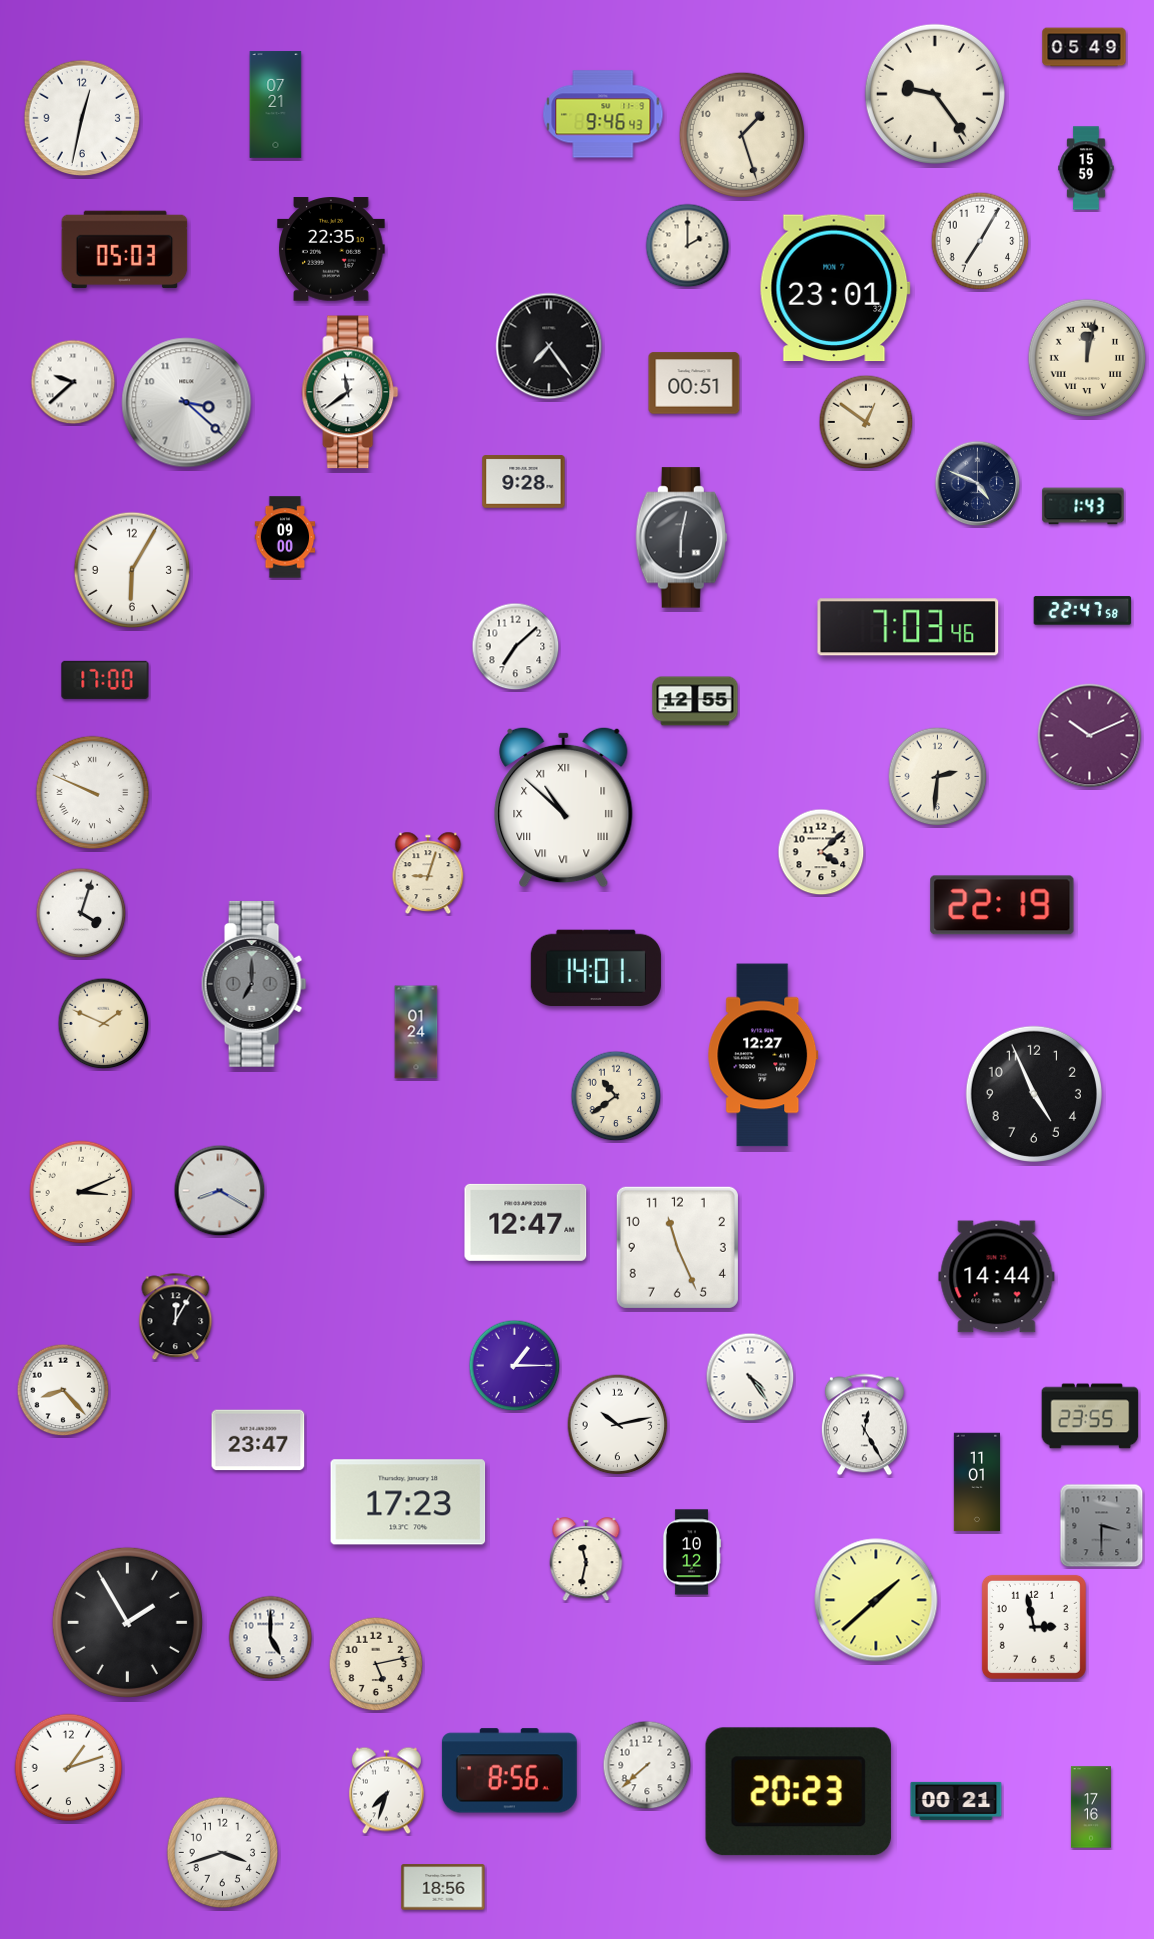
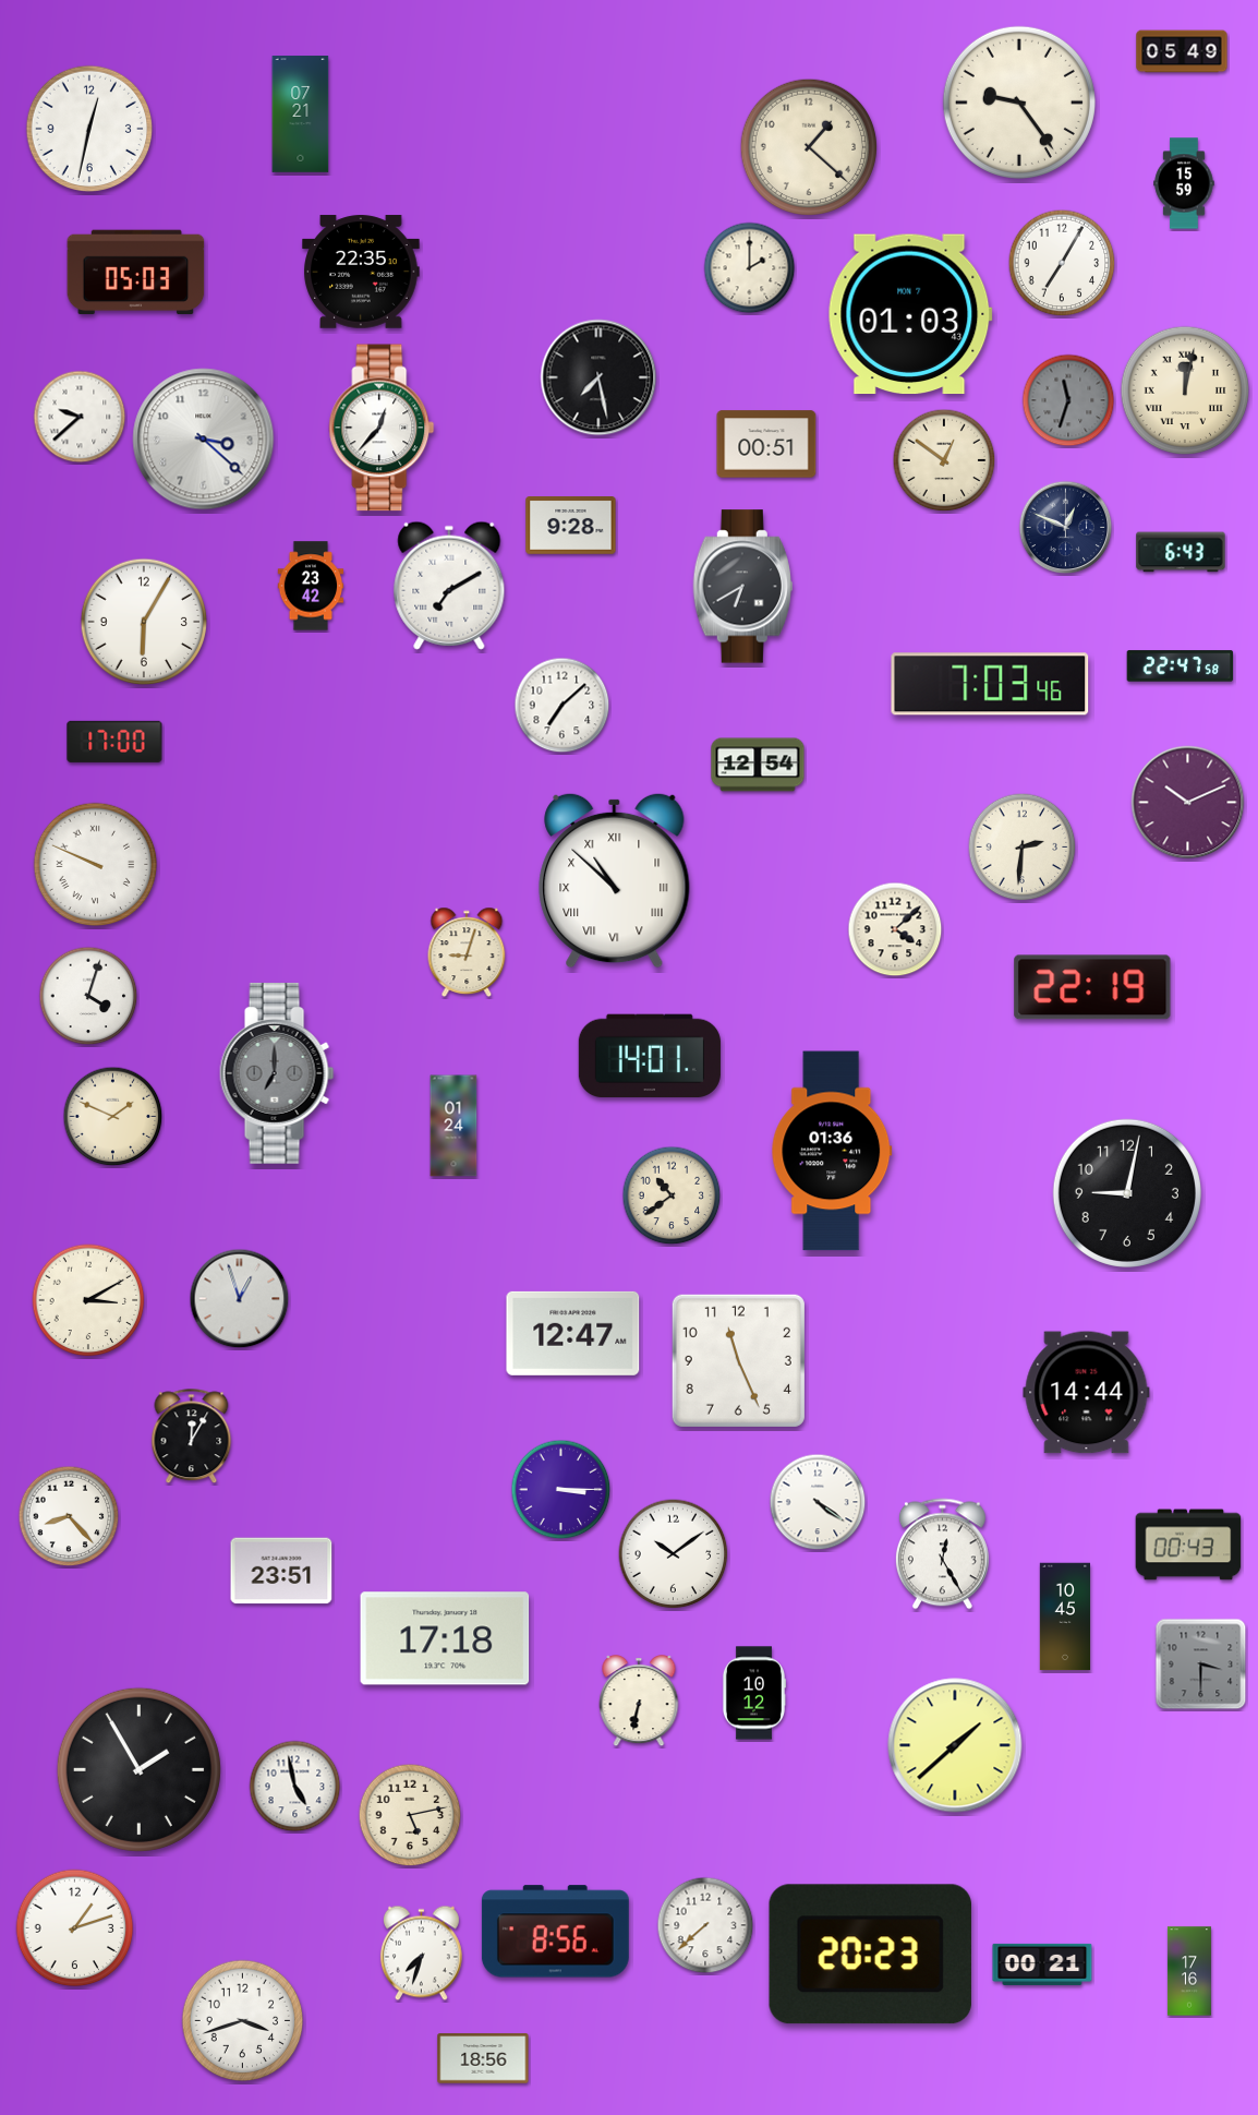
clock at (603, 114): 9:46 -> none
clock at (741, 134): 1:27 -> 1:22
clock at (980, 241) position: (980, 241) -> (1062, 263)
clock at (835, 288): 23:01 -> 01:03
clock at (549, 346): 7:24 -> 7:28
clock at (1068, 400): none -> 11:33
clock at (694, 383) position: (694, 383) -> (766, 444)
clock at (350, 392): 11:39 -> 12:37
clock at (978, 484): 4:49 -> 12:49
clock at (1083, 506): 1:43 -> 6:43
clock at (285, 537): 09:00 -> 23:42
clock at (449, 586): none -> 7:10
clock at (681, 538): 6:02 -> 6:40
clock at (695, 701): 12:55 -> 12:54
clock at (93, 793) position: (93, 793) -> (96, 865)
clock at (763, 1055): 12:27 -> 01:36
clock at (1034, 1094): 4:56 -> 9:02
clock at (220, 1191): 8:20 -> 12:57
clock at (81, 1192): 3:11 -> 3:10
clock at (515, 1366): 1:15 -> 3:15
clock at (750, 1377): 4:24 -> 4:21
clock at (1090, 1416): 23:55 -> 00:43
clock at (618, 1425): 10:13 -> 10:09
clock at (258, 1440): 23:47 -> 23:51
clock at (976, 1482): 11:01 -> 10:45
clock at (408, 1502): 17:23 -> 17:18
clock at (586, 1560): 11:32 -> 6:32
clock at (1034, 1627): 2:58 -> none
clock at (271, 1638): 5:00 -> 4:58
